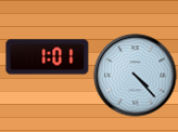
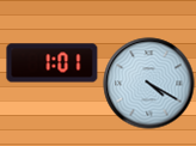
clock at (136, 76): 4:23 -> 4:20
